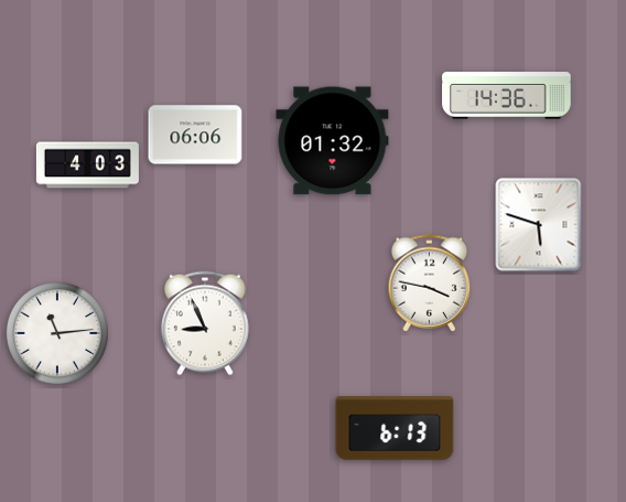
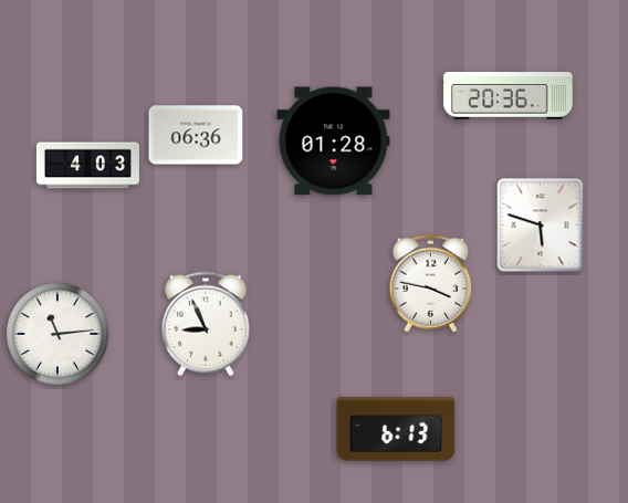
clock at (507, 96): 14:36 -> 20:36
clock at (195, 135): 06:06 -> 06:36
clock at (333, 141): 01:32 -> 01:28
